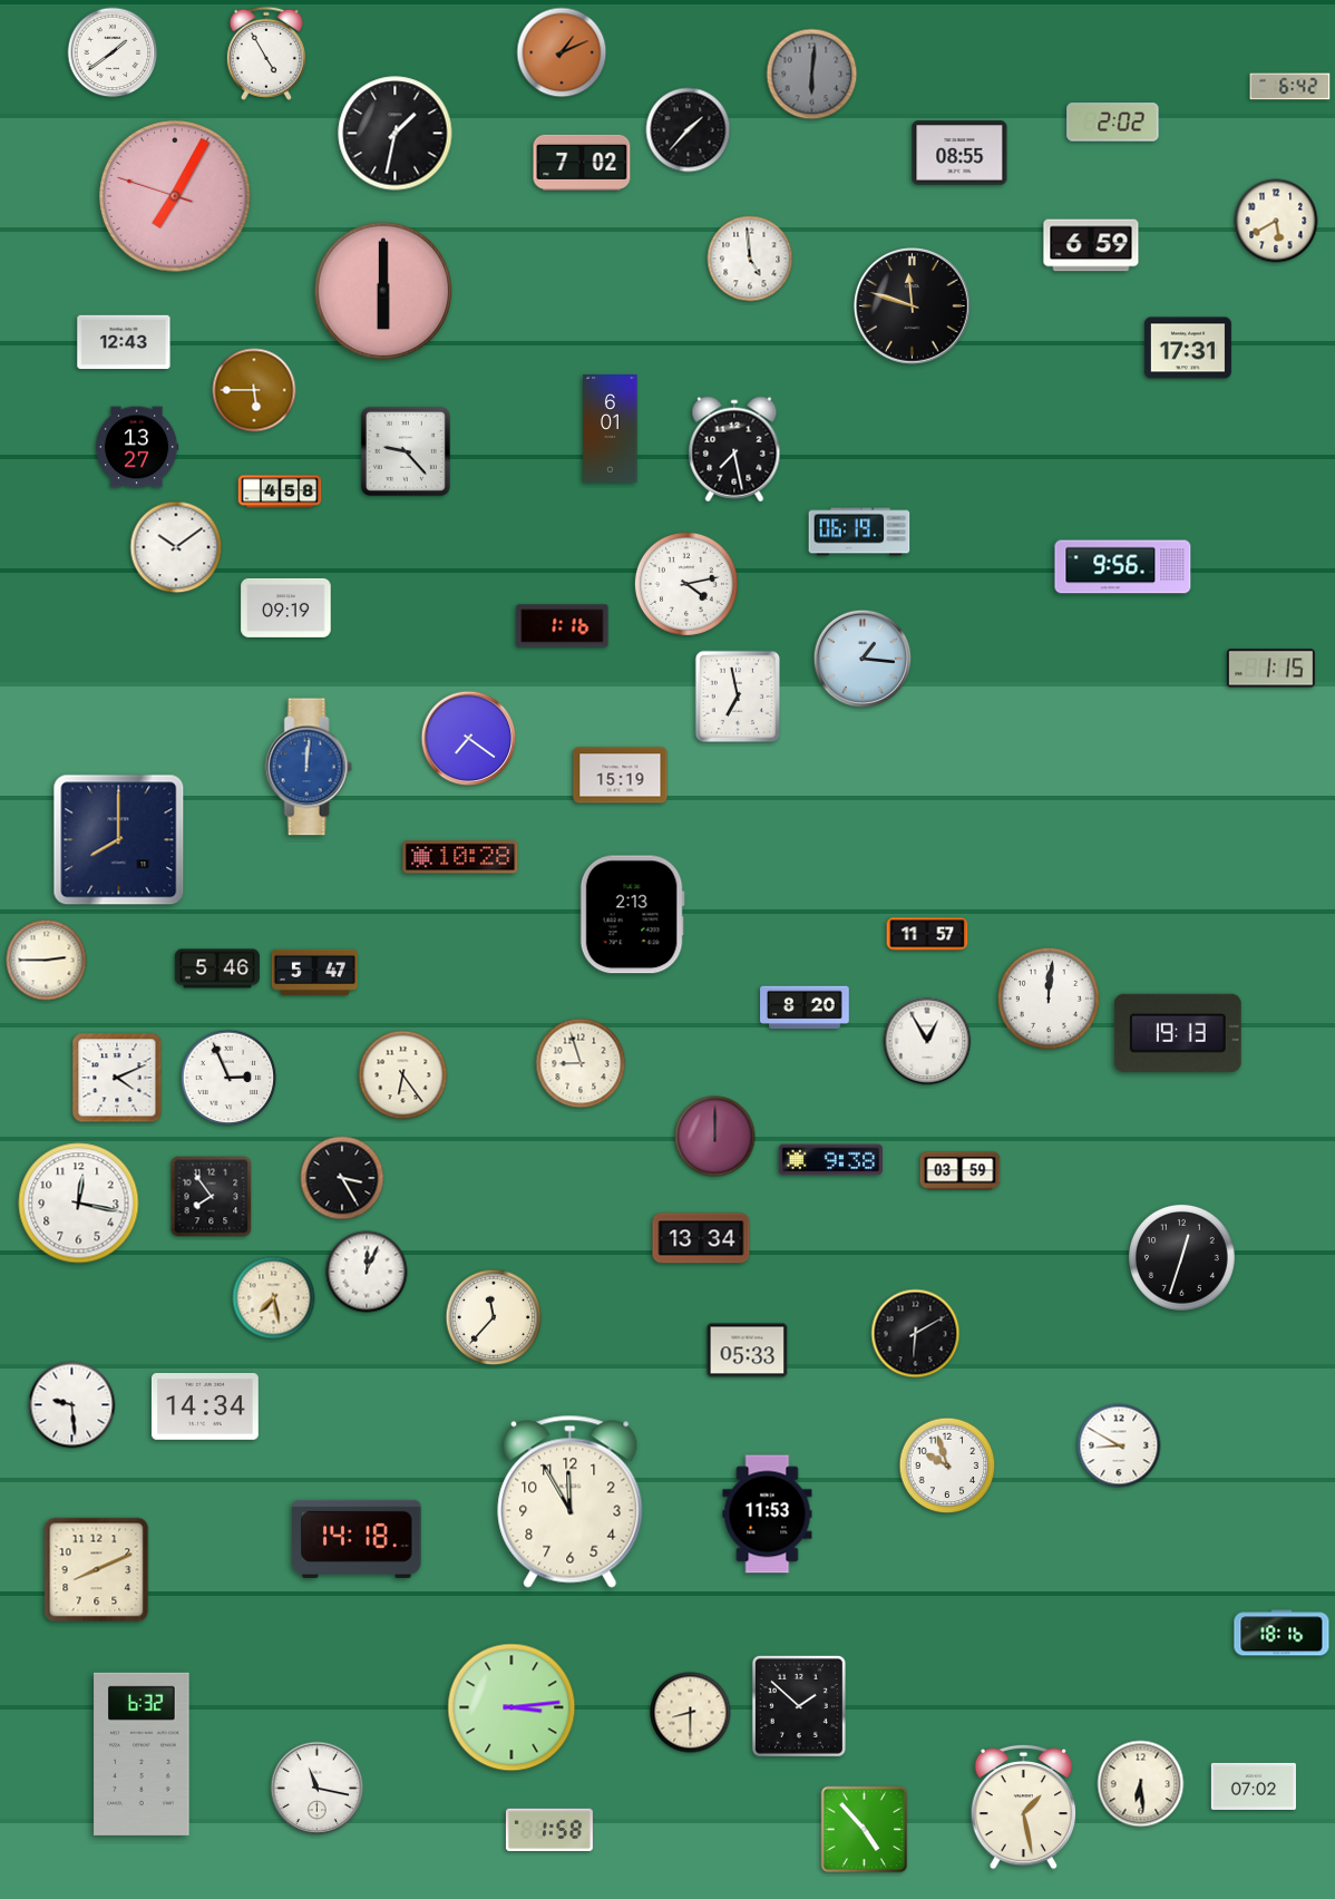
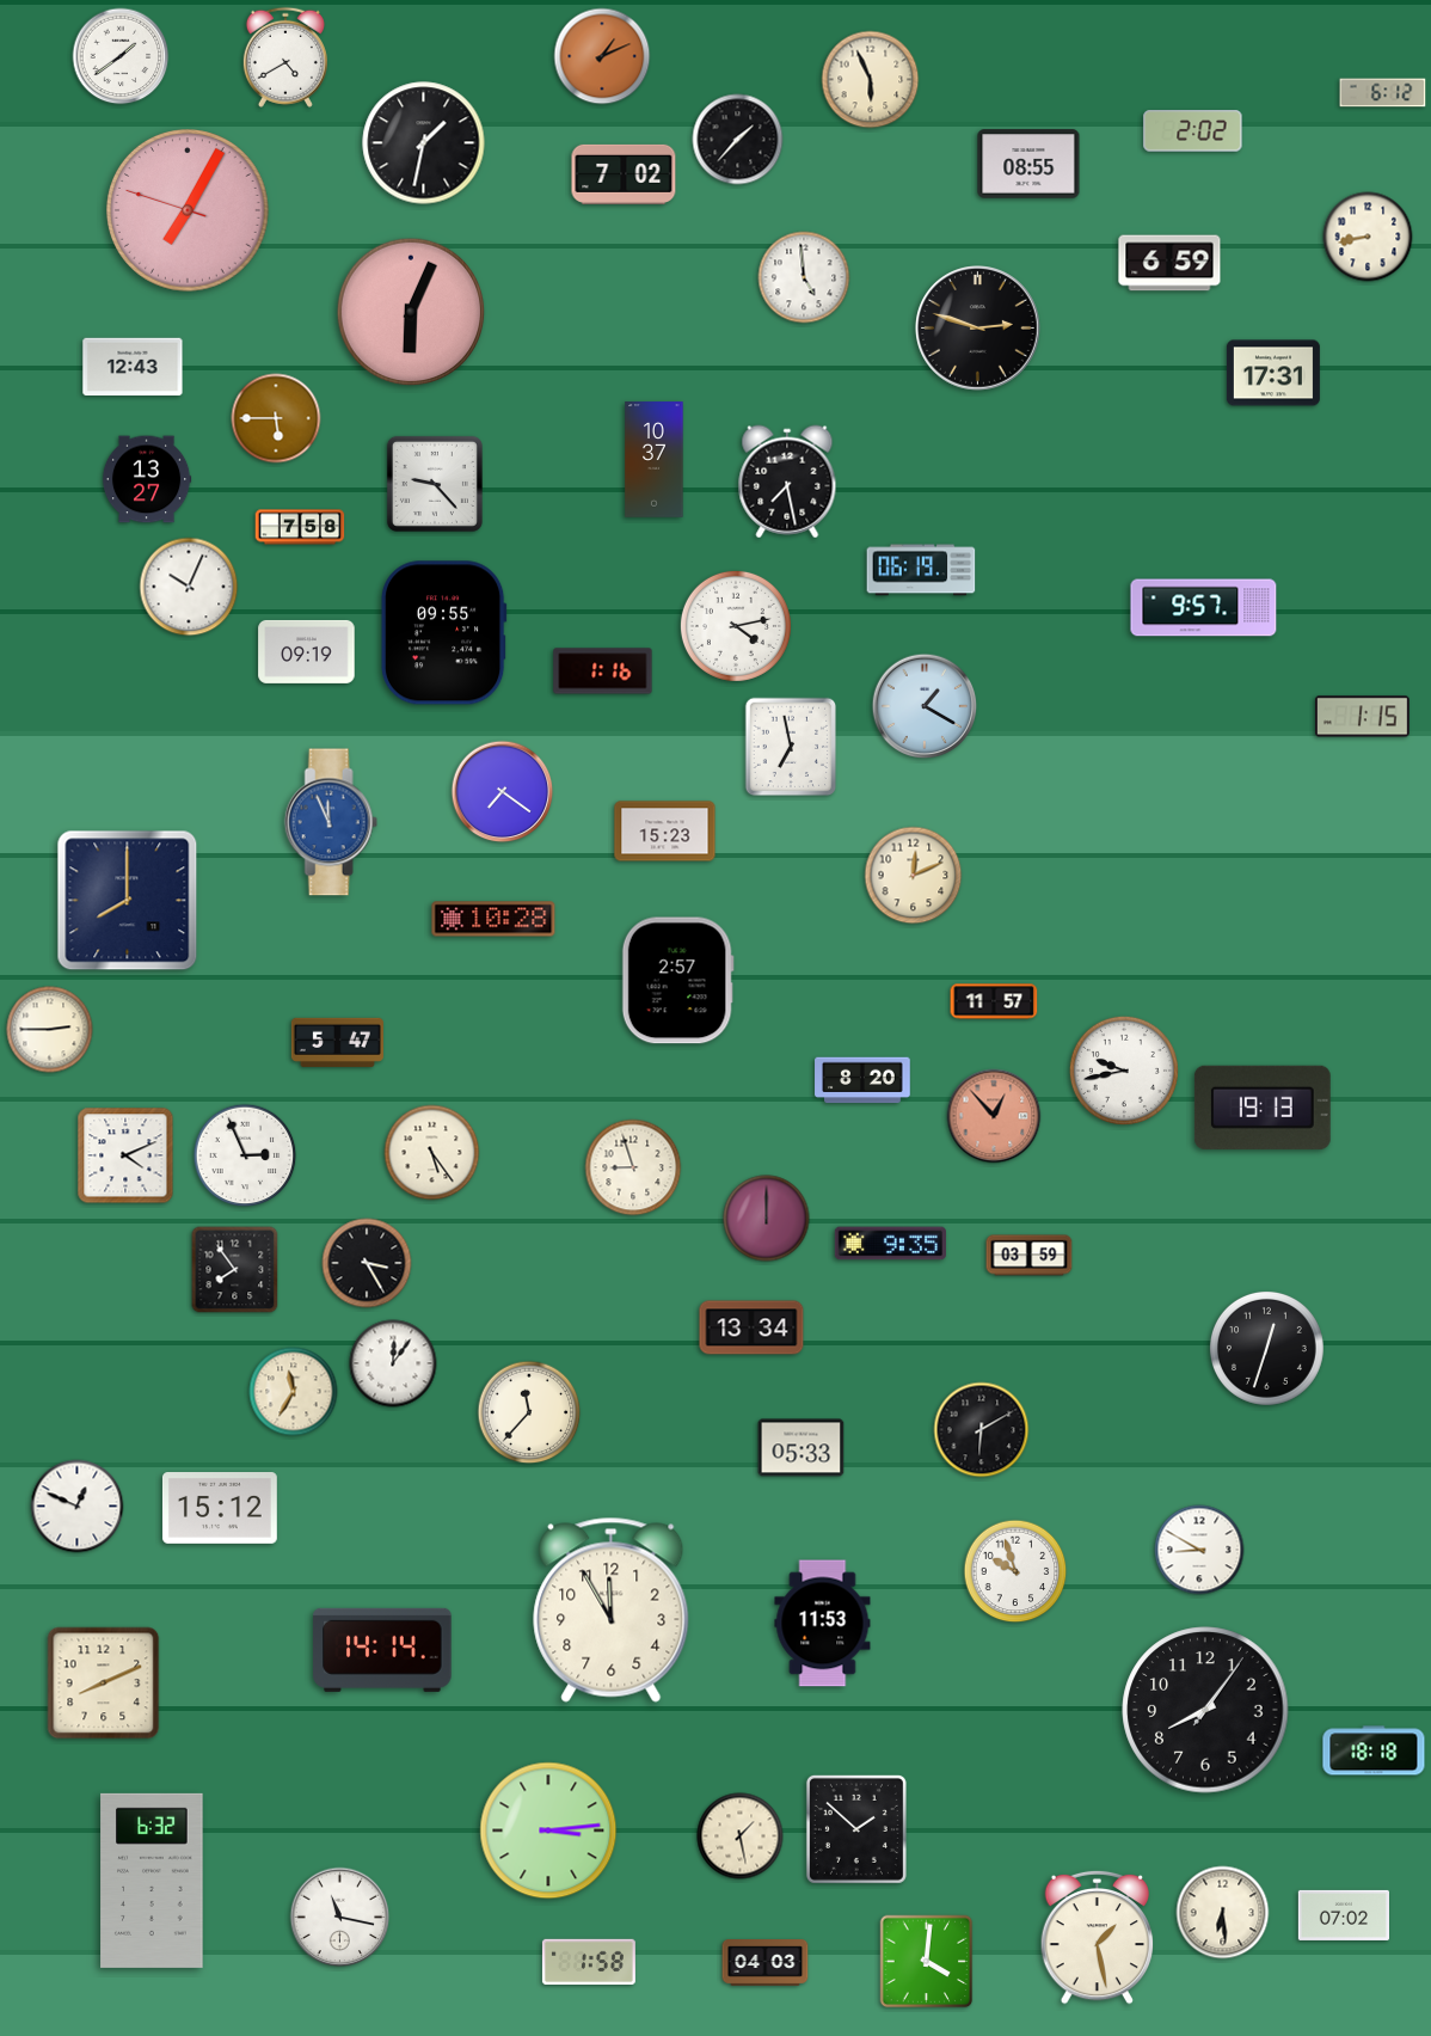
clock at (266, 53): 4:55 -> 4:40
clock at (812, 75): 6:01 -> 5:56
clock at (812, 75) dial: grey -> cream
clock at (1290, 87): 6:42 -> 6:12
clock at (1276, 221): 5:40 -> 8:43
clock at (383, 291): 6:00 -> 6:04
clock at (913, 306): 11:48 -> 2:48
clock at (254, 390) position: (254, 390) -> (276, 418)
clock at (611, 429): 6:01 -> 10:37
clock at (280, 491): 4:58 -> 7:58
clock at (176, 547): 10:09 -> 10:04
clock at (1123, 567): 9:56 -> 9:57
clock at (443, 633): none -> 09:55
clock at (863, 659): 1:16 -> 1:20
clock at (309, 767): 12:01 -> 11:56
clock at (621, 776): 15:19 -> 15:23
clock at (914, 876): none -> 12:11
clock at (632, 915): 2:13 -> 2:57
clock at (216, 968): 5:46 -> none
clock at (1049, 999): 12:01 -> 9:43
clock at (927, 1041): 12:55 -> 12:53
clock at (927, 1041) dial: white -> salmon
clock at (581, 1063) position: (581, 1063) -> (633, 1167)
clock at (403, 1075): 6:24 -> 5:24
clock at (830, 1160): 9:38 -> 9:35
clock at (212, 1197) position: (212, 1197) -> (235, 1270)
clock at (79, 1204): 12:17 -> none
clock at (367, 1272): 12:04 -> 12:06
clock at (274, 1298): 7:28 -> 11:35
clock at (72, 1405): 9:29 -> 12:49
clock at (205, 1408): 14:34 -> 15:12
clock at (357, 1539): 14:18 -> 14:14
clock at (1205, 1710): none -> 8:06
clock at (1282, 1633): 18:16 -> 18:18
clock at (691, 1713): 8:30 -> 1:28
clock at (865, 1830): 4:53 -> 4:01
clock at (766, 1963): none -> 04:03
